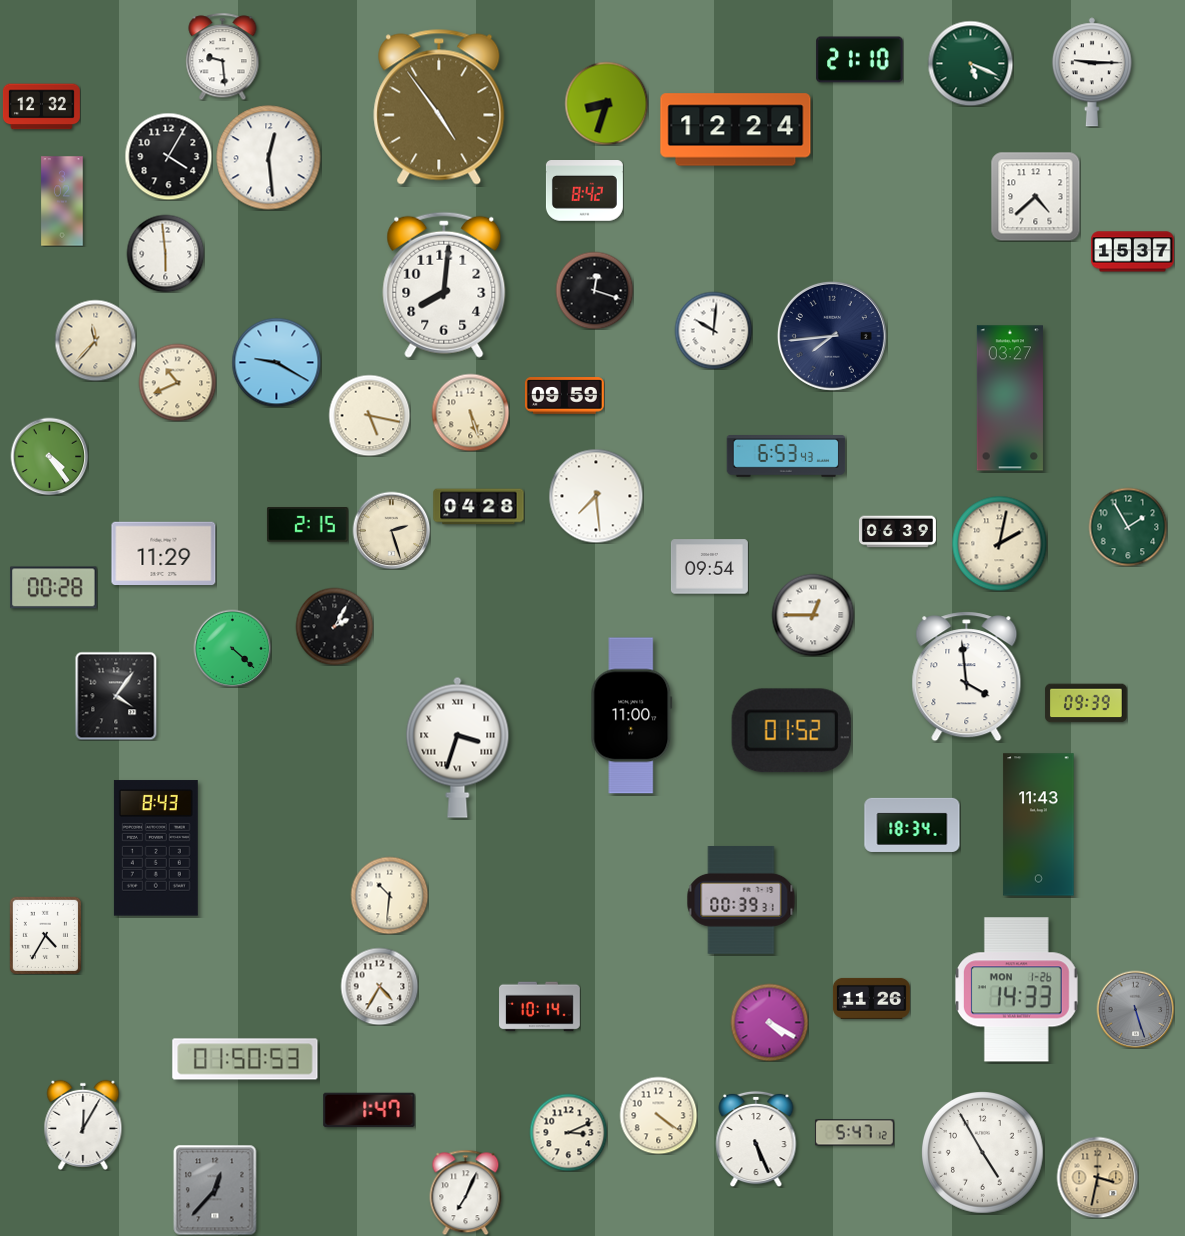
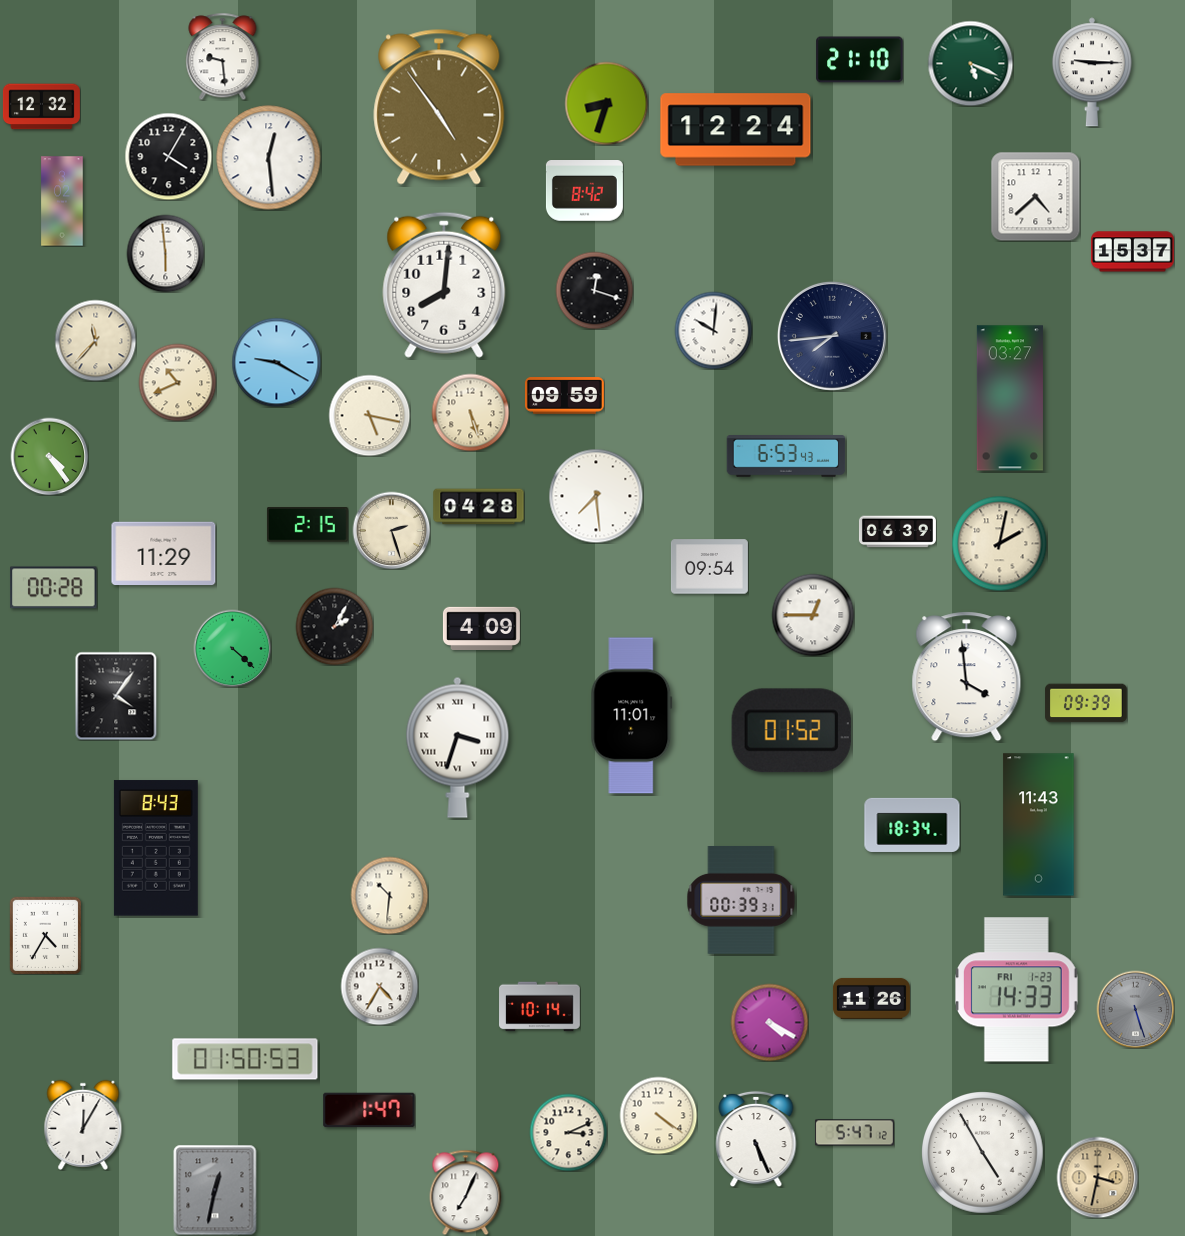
clock at (1128, 527): 1:55 -> none
clock at (481, 628): none -> 4:09
clock at (632, 716): 11:00 -> 11:01
clock at (1016, 990) date: MON 1-26 -> FRI 1-23
clock at (215, 1190): 12:37 -> 12:32
